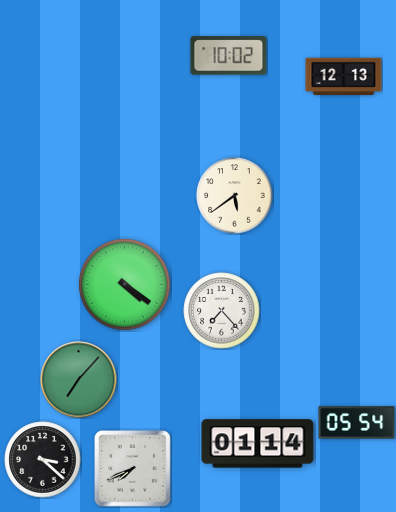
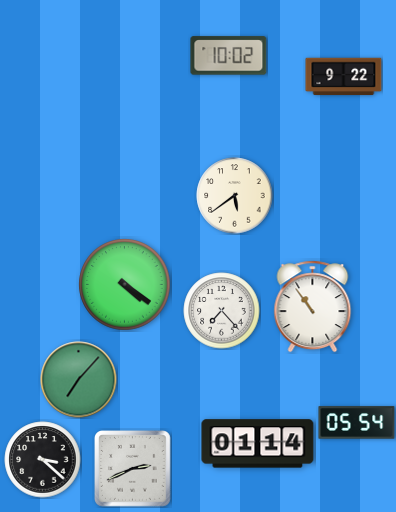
clock at (344, 77): 12:13 -> 9:22
clock at (313, 307): none -> 10:54
clock at (133, 469): 7:41 -> 2:41
